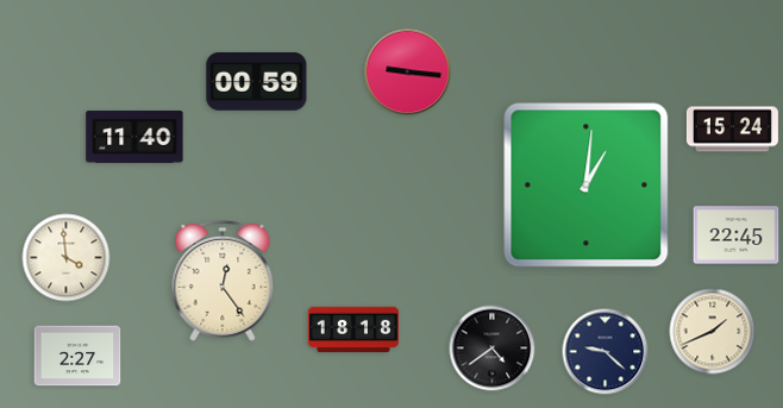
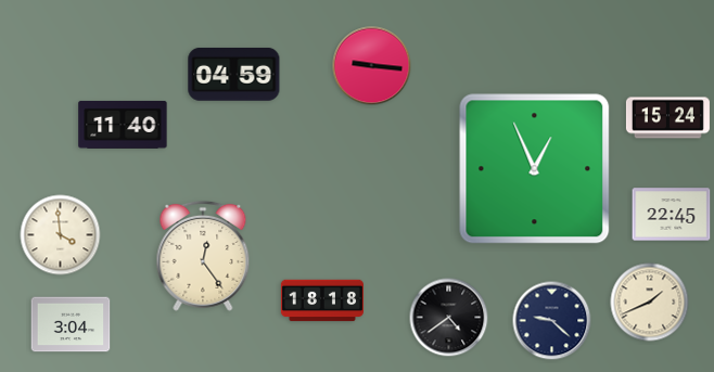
clock at (257, 82): 00:59 -> 04:59
clock at (587, 186): 1:01 -> 12:56
clock at (77, 356): 2:27 -> 3:04
